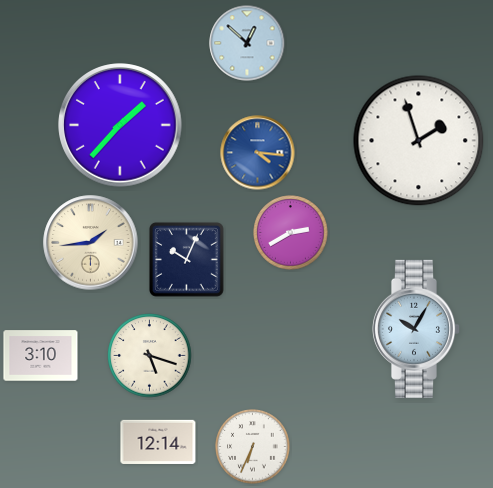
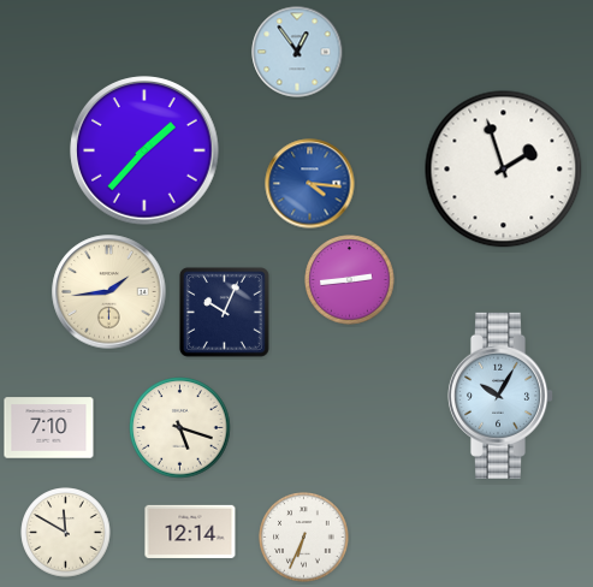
clock at (247, 43): 12:52 -> 12:54
clock at (291, 233): 2:40 -> 2:44
clock at (41, 356): 3:10 -> 7:10
clock at (66, 533): none -> 11:50
